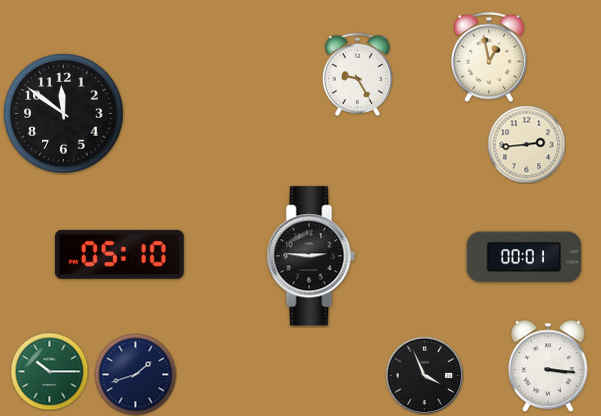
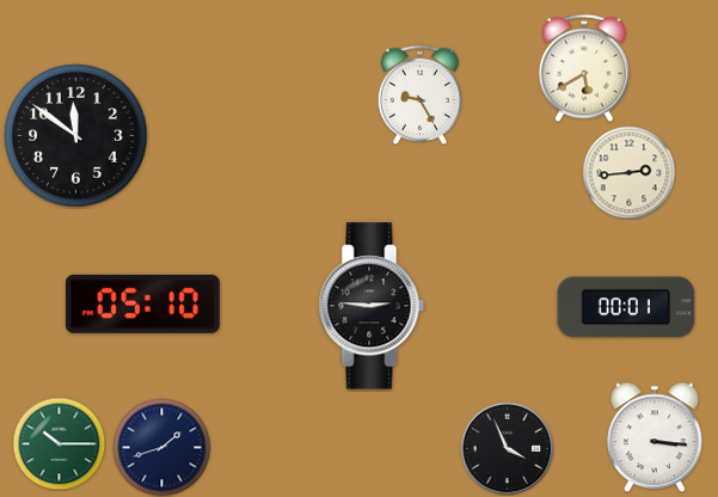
clock at (489, 57): 12:58 -> 5:40
clock at (357, 74) position: (357, 74) -> (419, 94)
